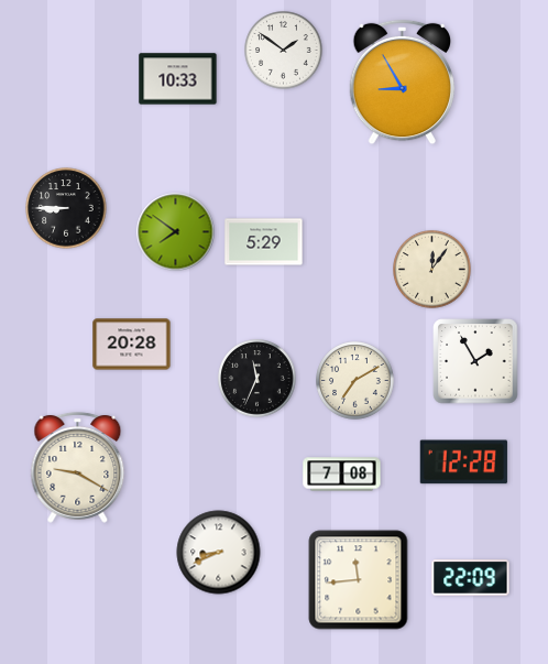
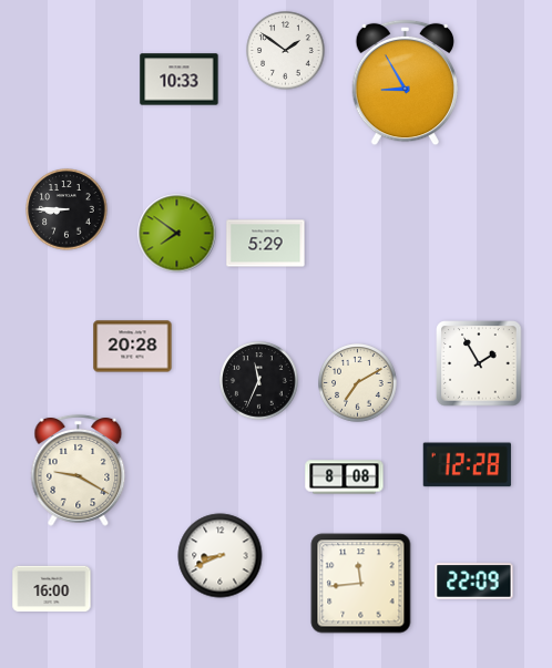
clock at (432, 270): 12:06 -> none
clock at (342, 475): 7:08 -> 8:08
clock at (52, 589): none -> 16:00
